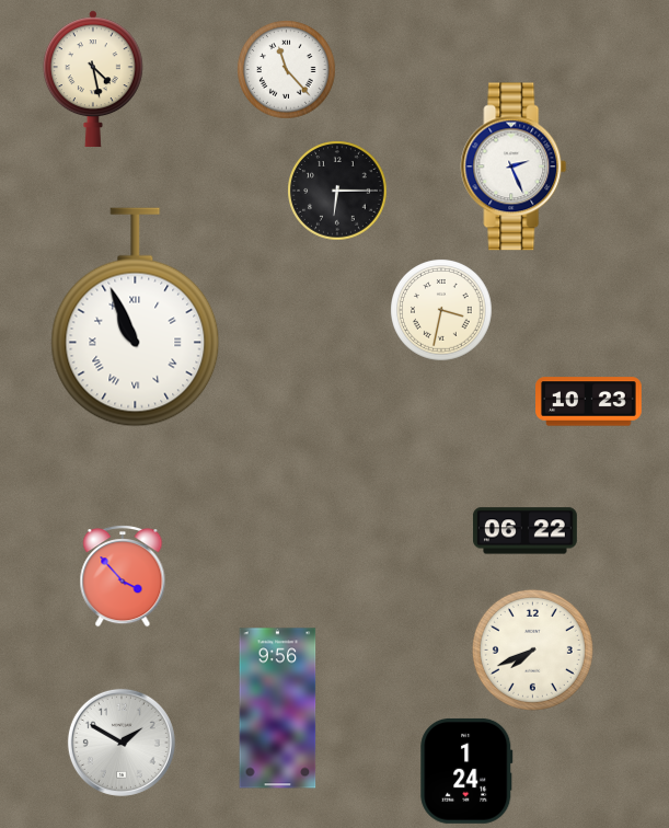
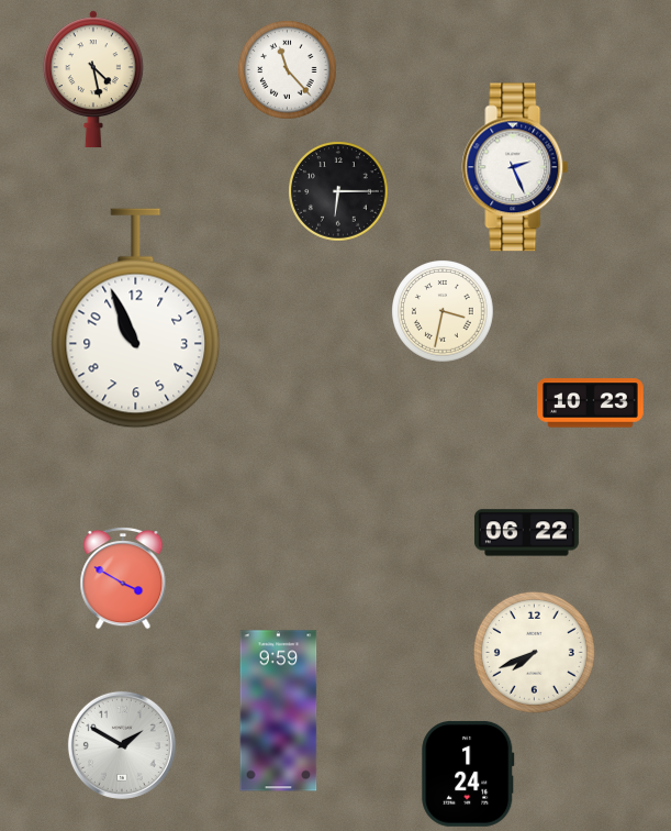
clock at (136, 318) numerals: Roman -> Arabic
clock at (123, 577): 3:53 -> 3:50
clock at (278, 709): 9:56 -> 9:59
